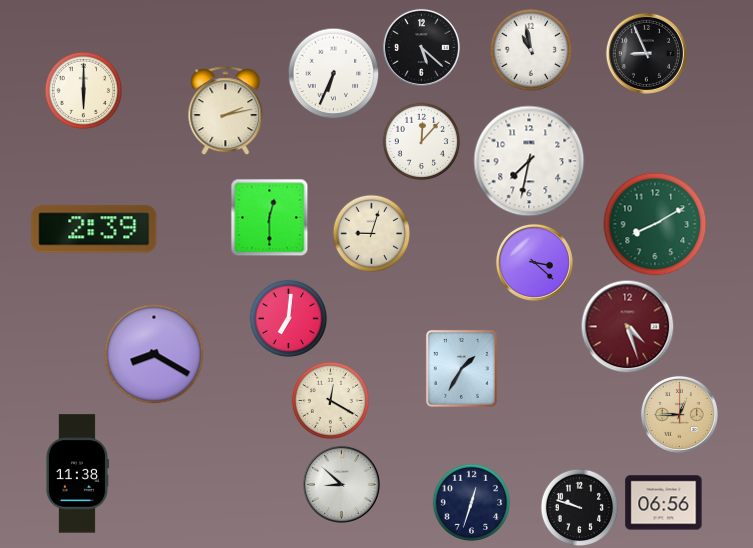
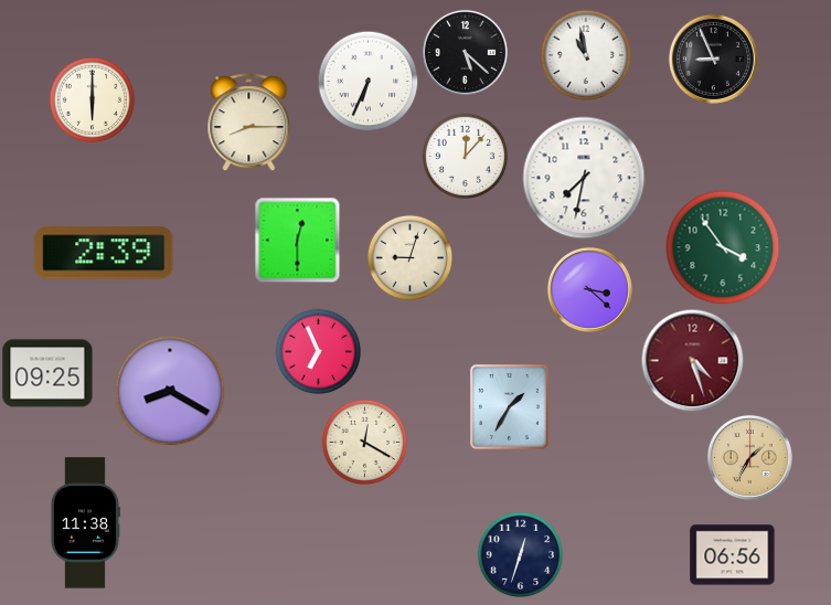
clock at (226, 111): 2:13 -> 8:15
clock at (655, 224): 8:10 -> 3:54
clock at (288, 318): 7:01 -> 6:56
clock at (47, 373): none -> 09:25
clock at (679, 414): 12:45 -> 1:35
clock at (341, 484): 8:52 -> none
clock at (579, 507): 9:48 -> none
